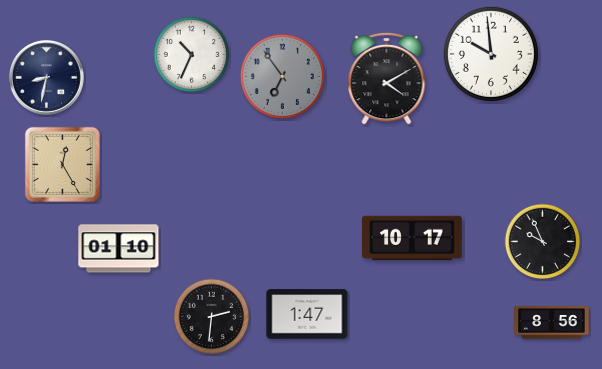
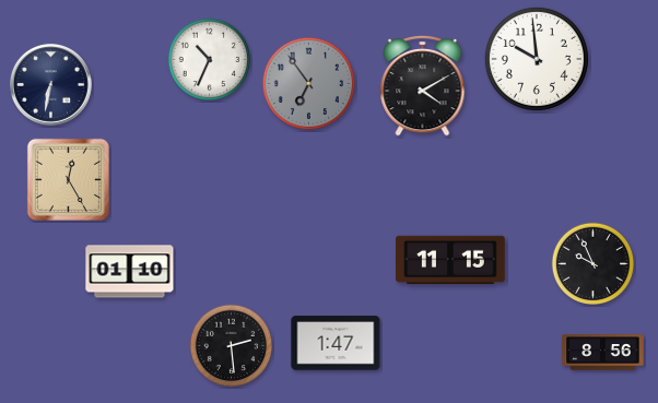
clock at (46, 77): 8:32 -> 6:32
clock at (413, 238): 10:17 -> 11:15
clock at (212, 317): 2:31 -> 2:29
